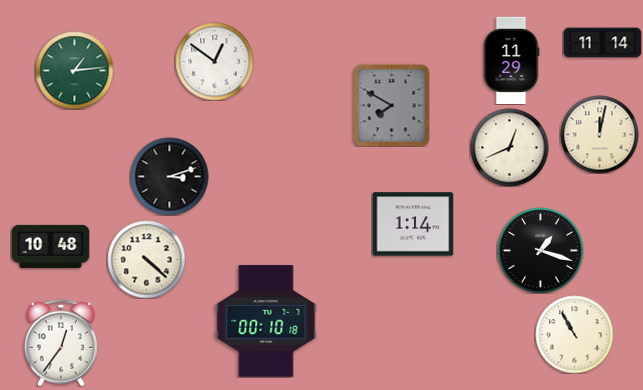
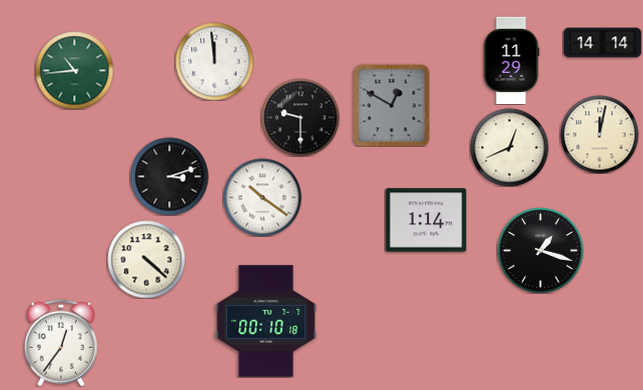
clock at (602, 43): 11:14 -> 14:14
clock at (214, 61): 12:51 -> 11:59
clock at (74, 70): 1:14 -> 10:44
clock at (392, 105): 7:50 -> 12:50
clock at (300, 117): none -> 9:30
clock at (262, 197): none -> 10:21
clock at (413, 224) position: (413, 224) -> (426, 220)
clock at (50, 246): 10:48 -> none
clock at (574, 334): 10:55 -> none
